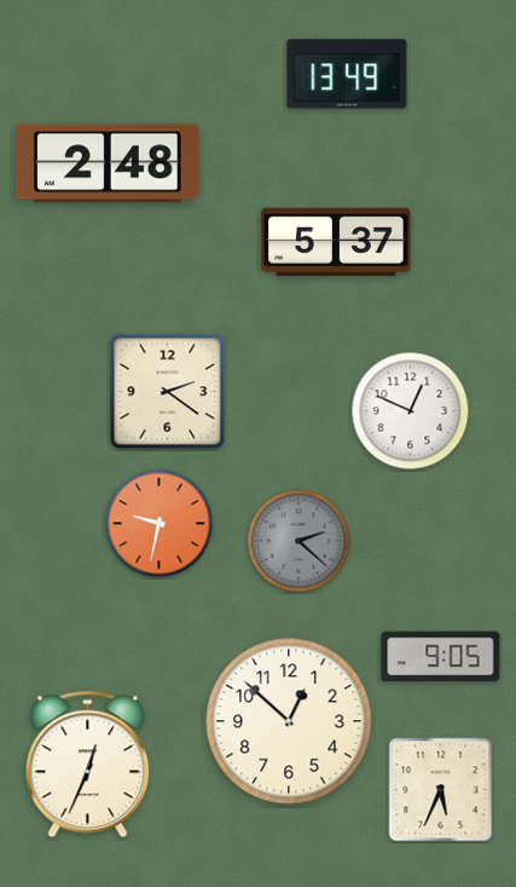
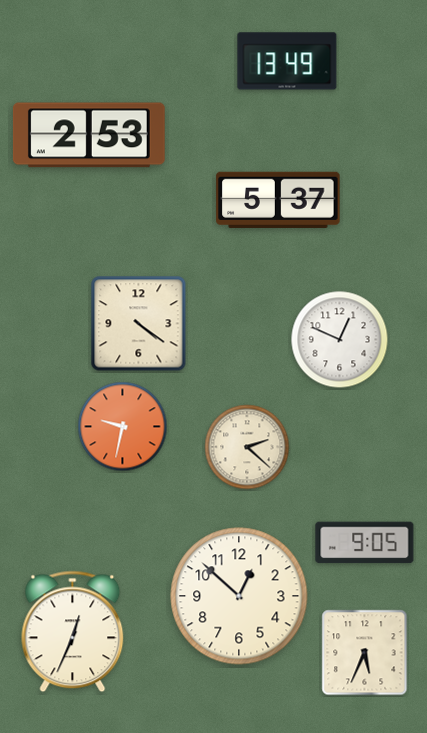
clock at (108, 163): 2:48 -> 2:53
clock at (168, 392): 2:21 -> 4:21
clock at (160, 524) position: (160, 524) -> (123, 427)
clock at (298, 541) dial: grey -> cream
